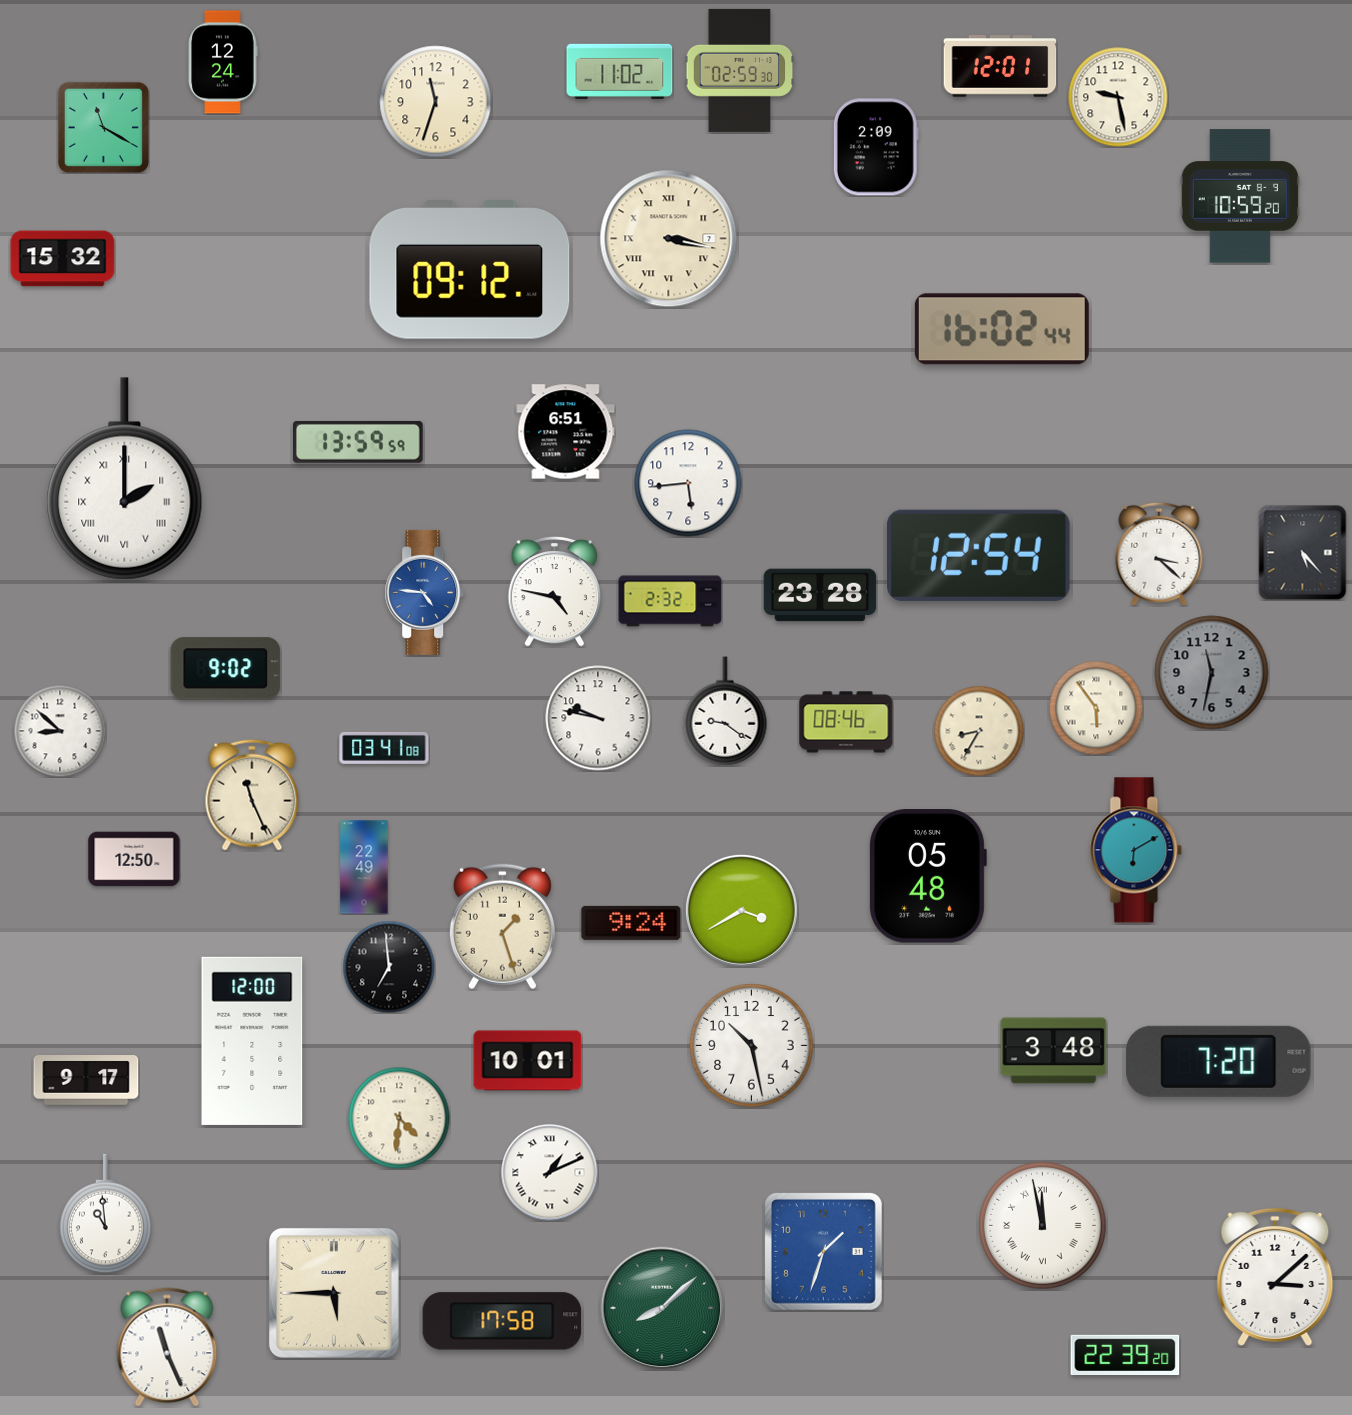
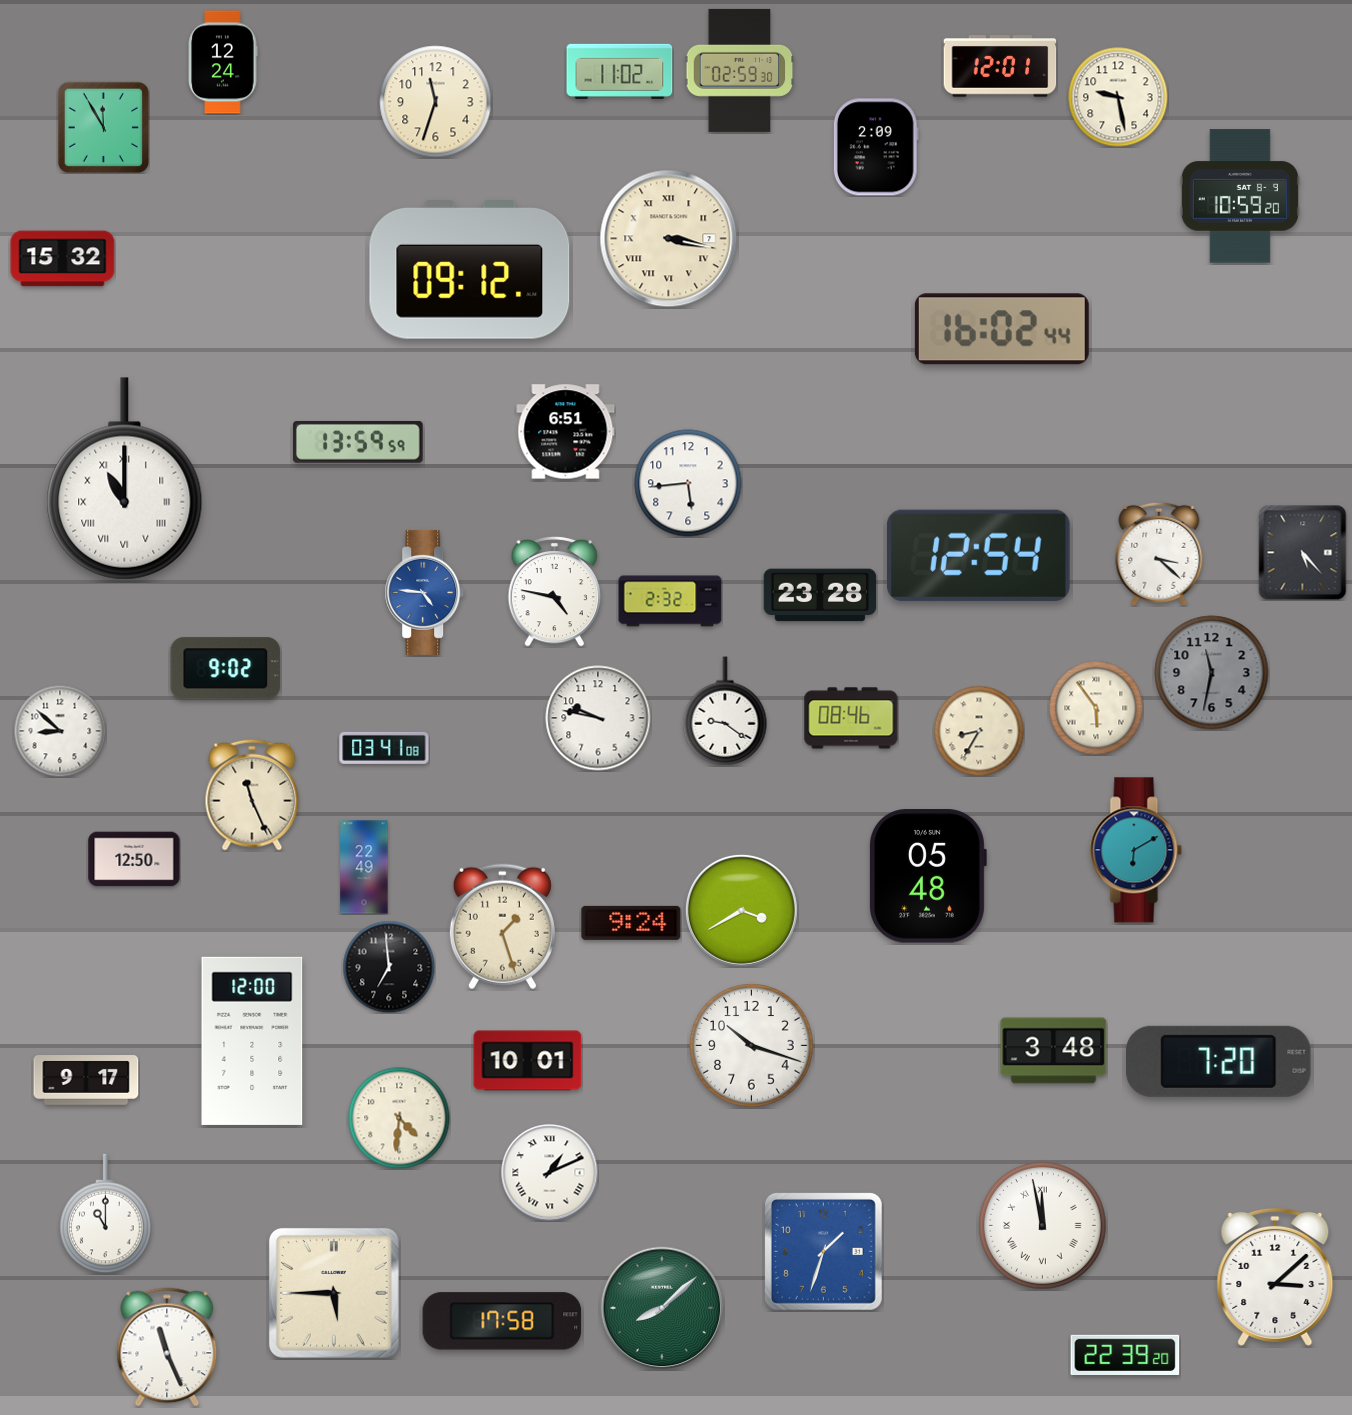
clock at (103, 127): 11:20 -> 11:55
clock at (125, 479): 2:00 -> 11:00
clock at (846, 722) position: (846, 722) -> (851, 718)
clock at (752, 1046): 10:28 -> 10:18
clock at (106, 1214): 10:59 -> 11:00
